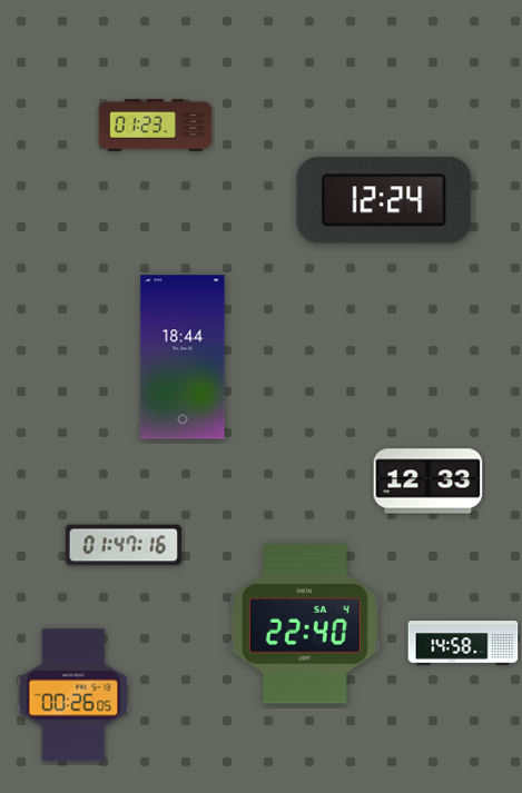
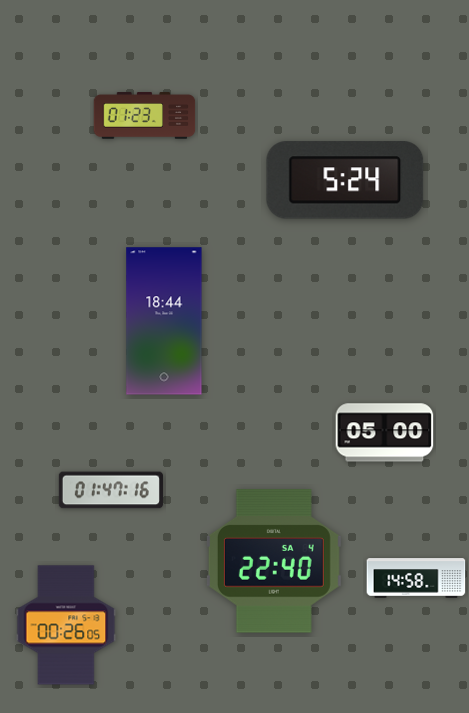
clock at (156, 126) position: (156, 126) -> (145, 116)
clock at (384, 200): 12:24 -> 5:24
clock at (429, 482): 12:33 -> 05:00
